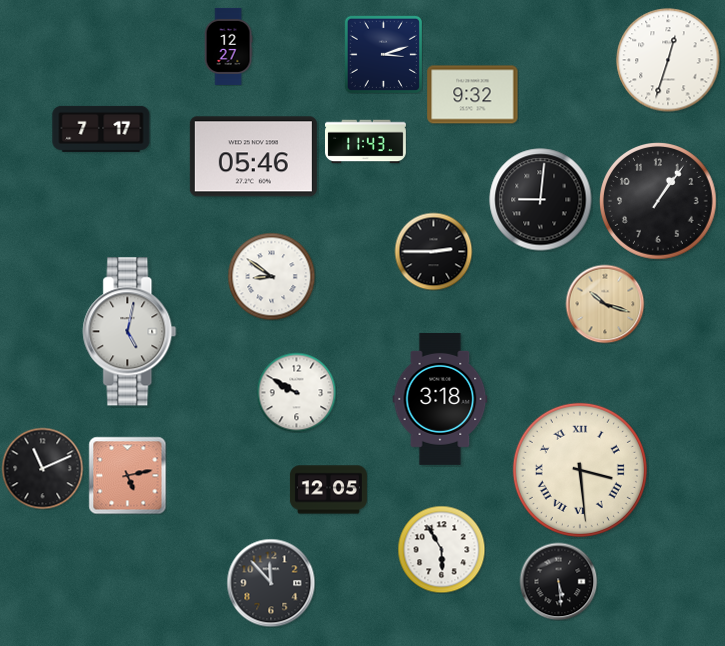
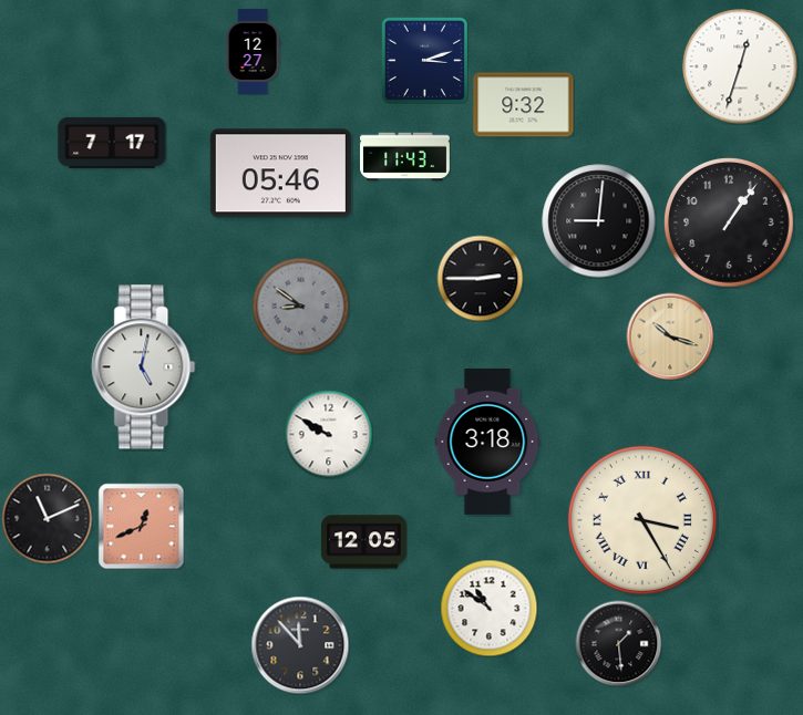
clock at (271, 276) dial: white -> grey
clock at (580, 470): 3:29 -> 3:25
clock at (127, 475): 5:13 -> 12:41
clock at (441, 549): 5:55 -> 10:51
clock at (558, 581): 5:29 -> 1:29
